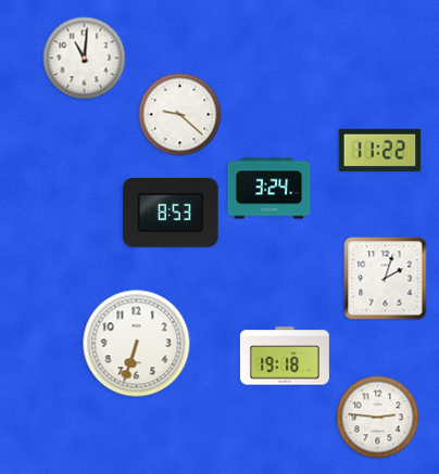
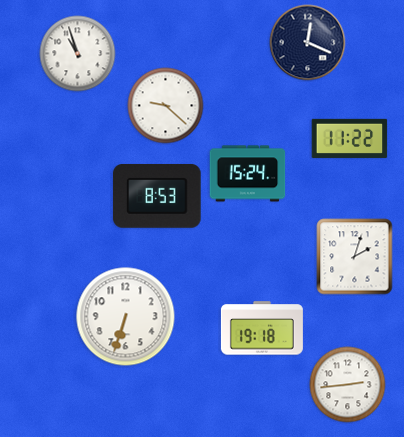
clock at (308, 43): none -> 12:19
clock at (85, 59): 11:01 -> 10:57
clock at (269, 189): 3:24 -> 15:24
clock at (378, 418): 2:46 -> 2:44
